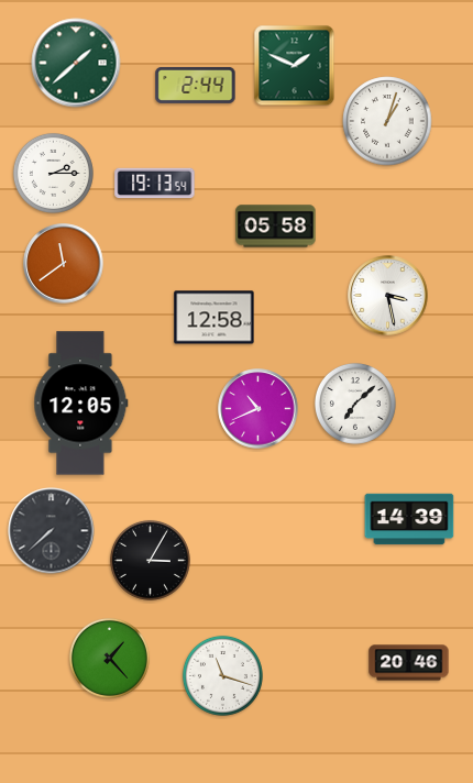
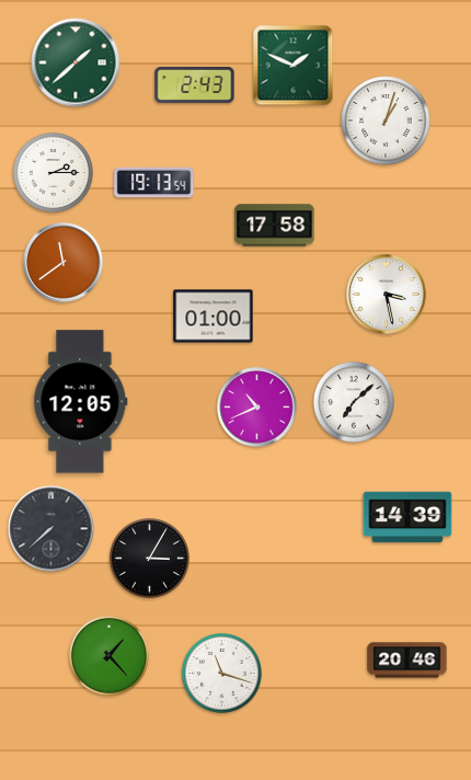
clock at (196, 85): 2:44 -> 2:43
clock at (276, 227): 05:58 -> 17:58
clock at (215, 318): 12:58 -> 01:00
